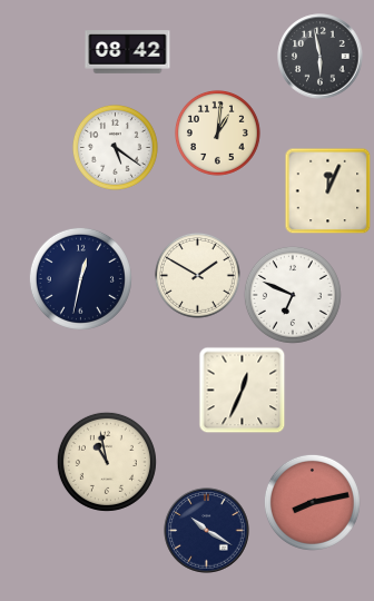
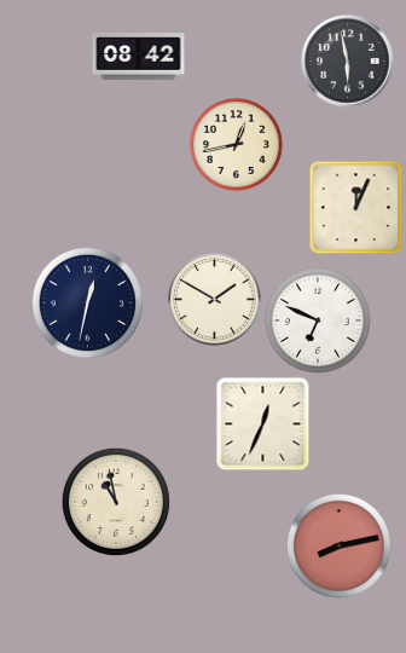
clock at (217, 132): 1:01 -> 12:43
clock at (115, 147): 5:21 -> none
clock at (207, 531): 10:20 -> none
